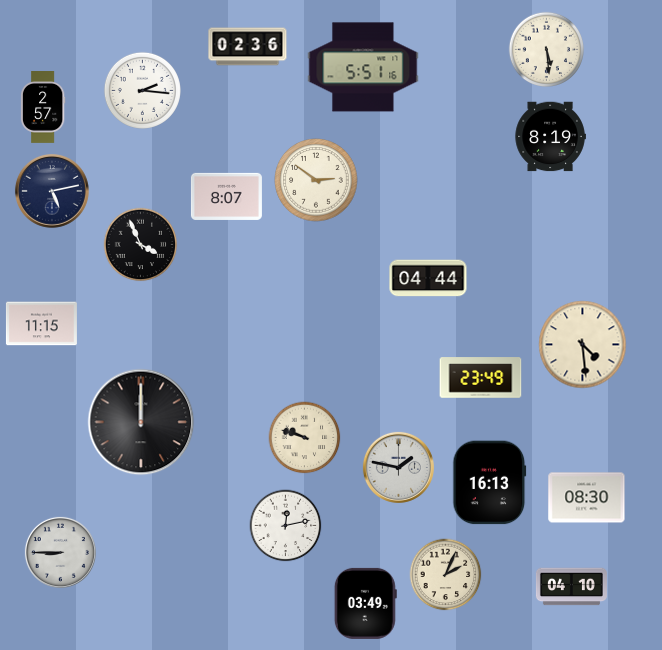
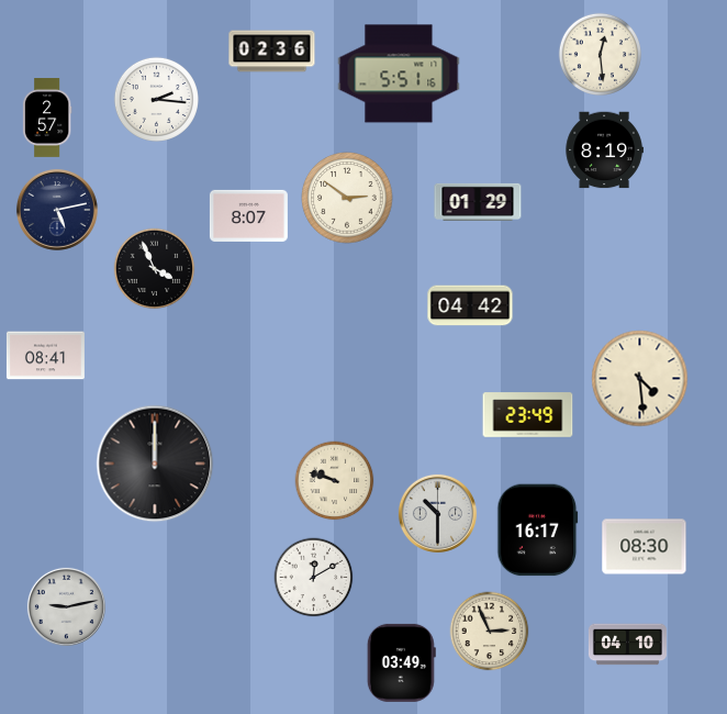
clock at (546, 49): 5:29 -> 12:29
clock at (478, 202): none -> 01:29
clock at (428, 278): 04:44 -> 04:42
clock at (41, 324): 11:15 -> 08:41
clock at (398, 467): 1:47 -> 10:30
clock at (490, 483): 16:13 -> 16:17
clock at (286, 526): 12:13 -> 12:10
clock at (60, 552): 8:45 -> 9:13
clock at (446, 575): 2:04 -> 2:56
